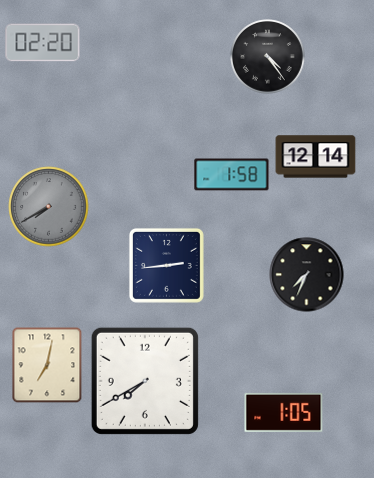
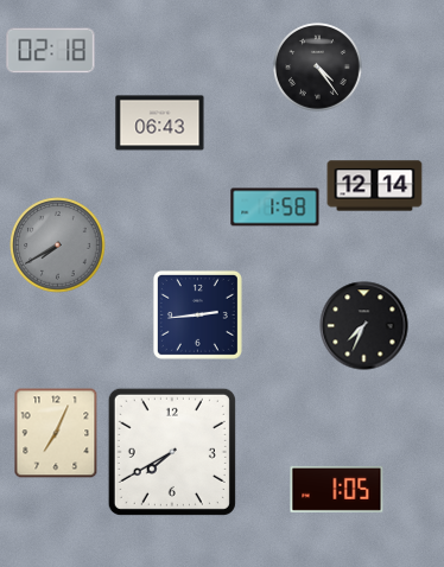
clock at (43, 43): 02:20 -> 02:18
clock at (160, 123): none -> 06:43
clock at (47, 365): 7:02 -> 7:04
